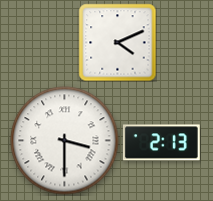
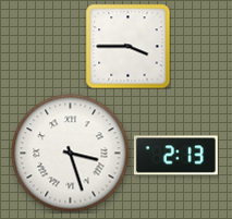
clock at (117, 42): 4:11 -> 3:45
clock at (65, 141): 3:30 -> 3:27
